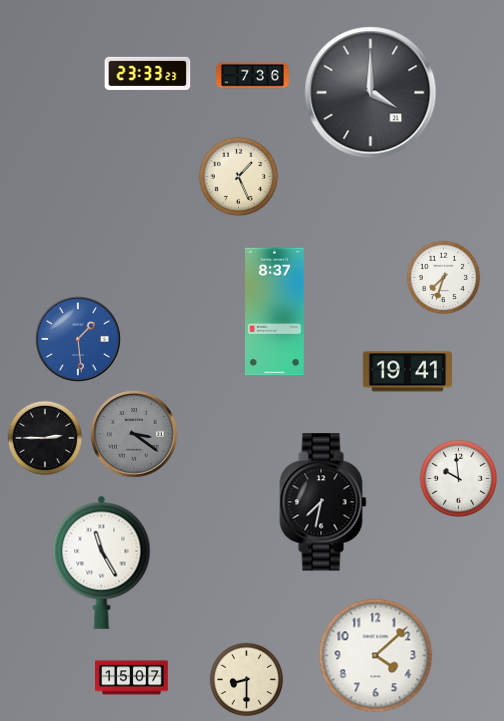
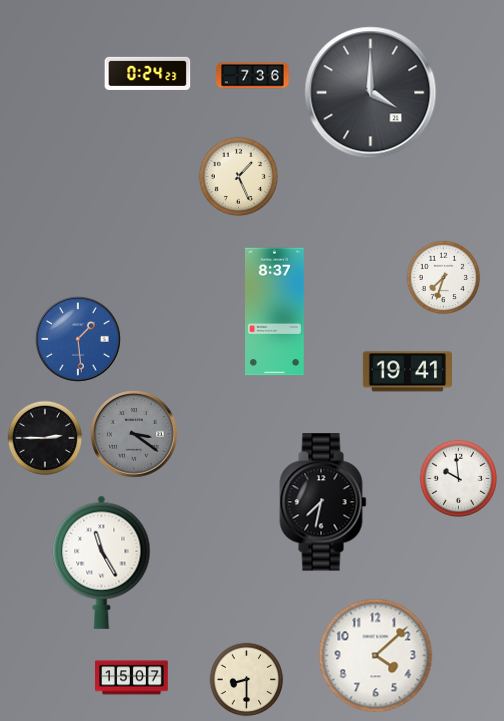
clock at (148, 73): 23:33 -> 0:24
